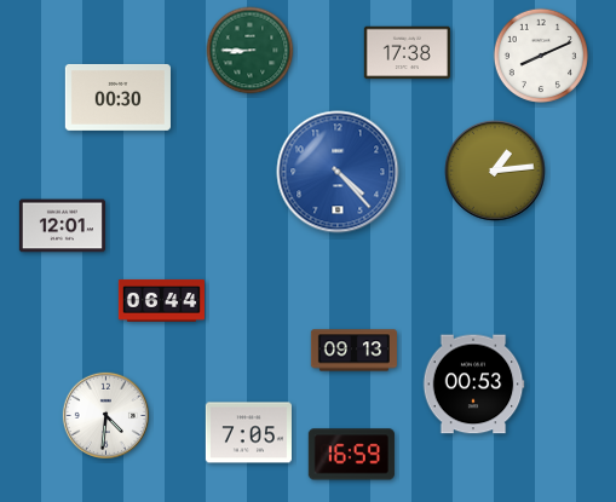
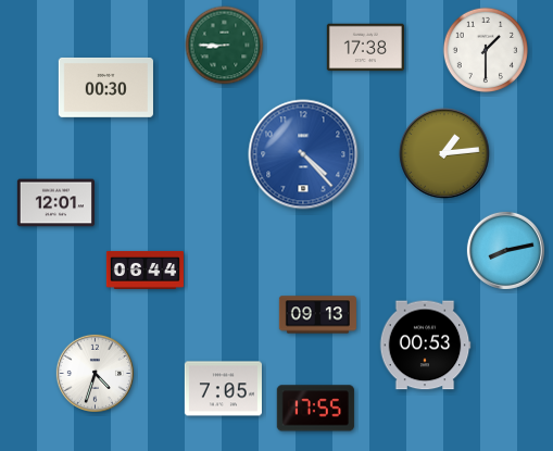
clock at (540, 54): 8:11 -> 1:30
clock at (505, 250): none -> 8:13
clock at (105, 415): 4:31 -> 4:33
clock at (351, 455): 16:59 -> 17:55
